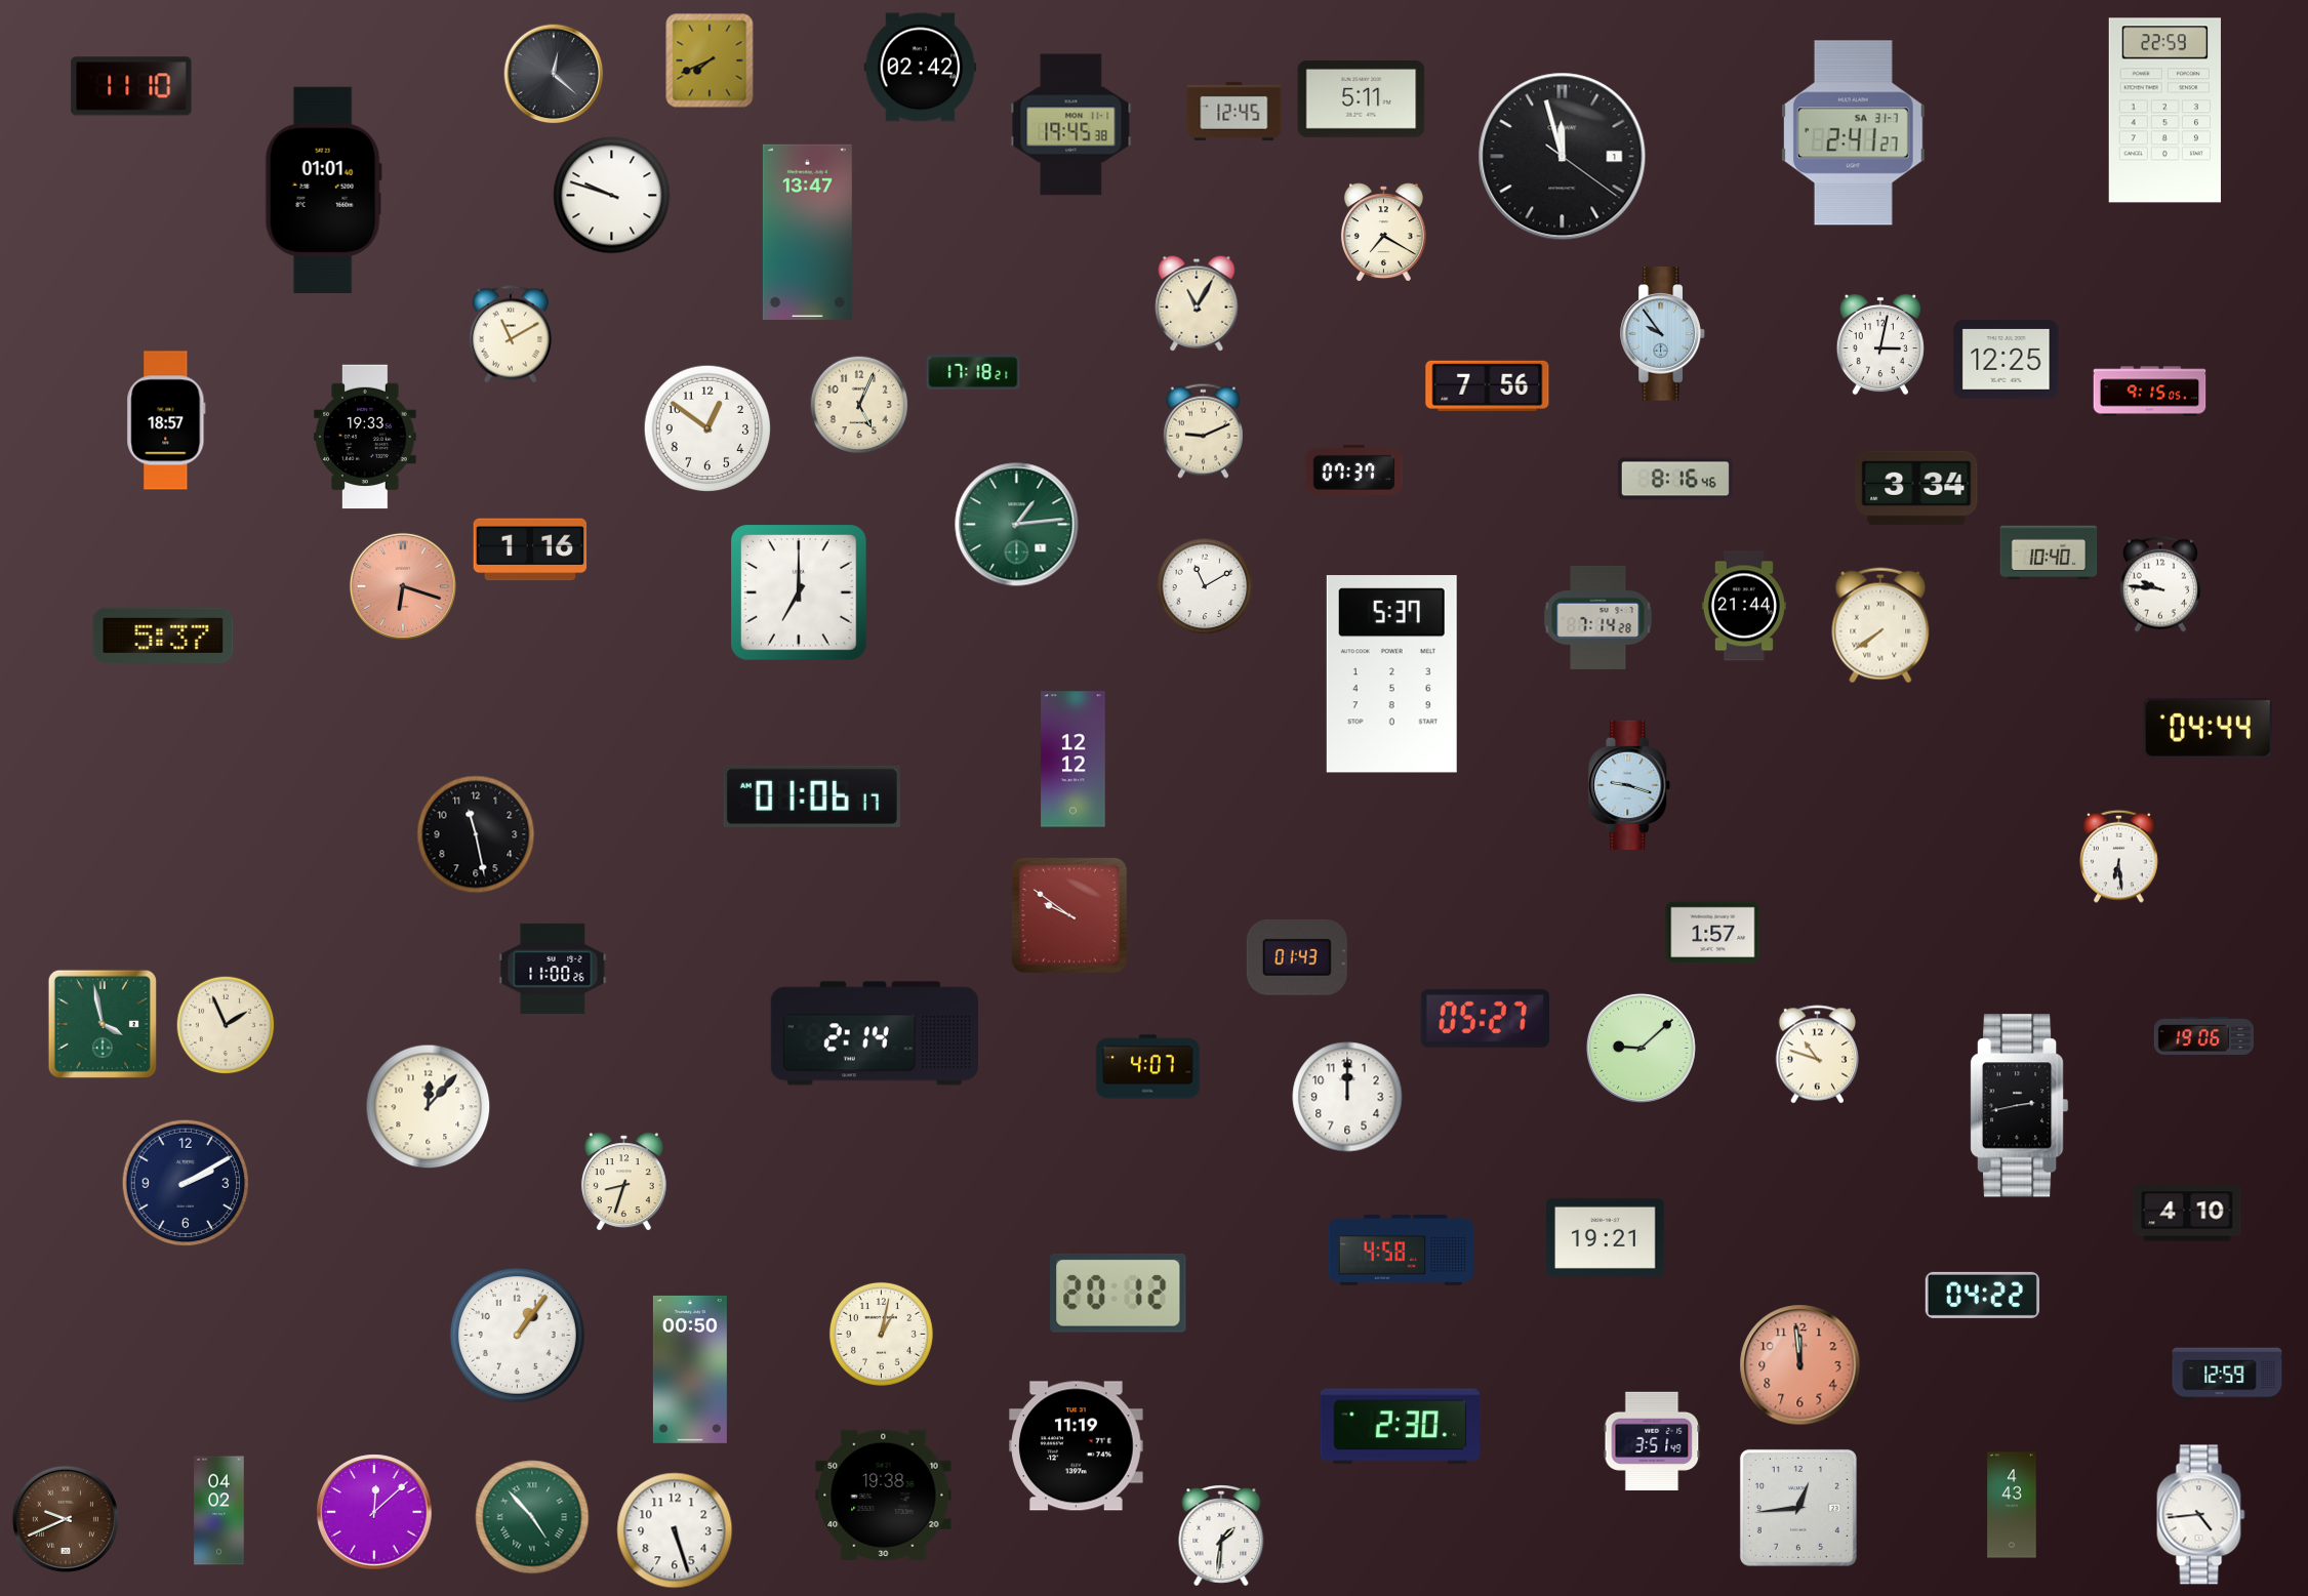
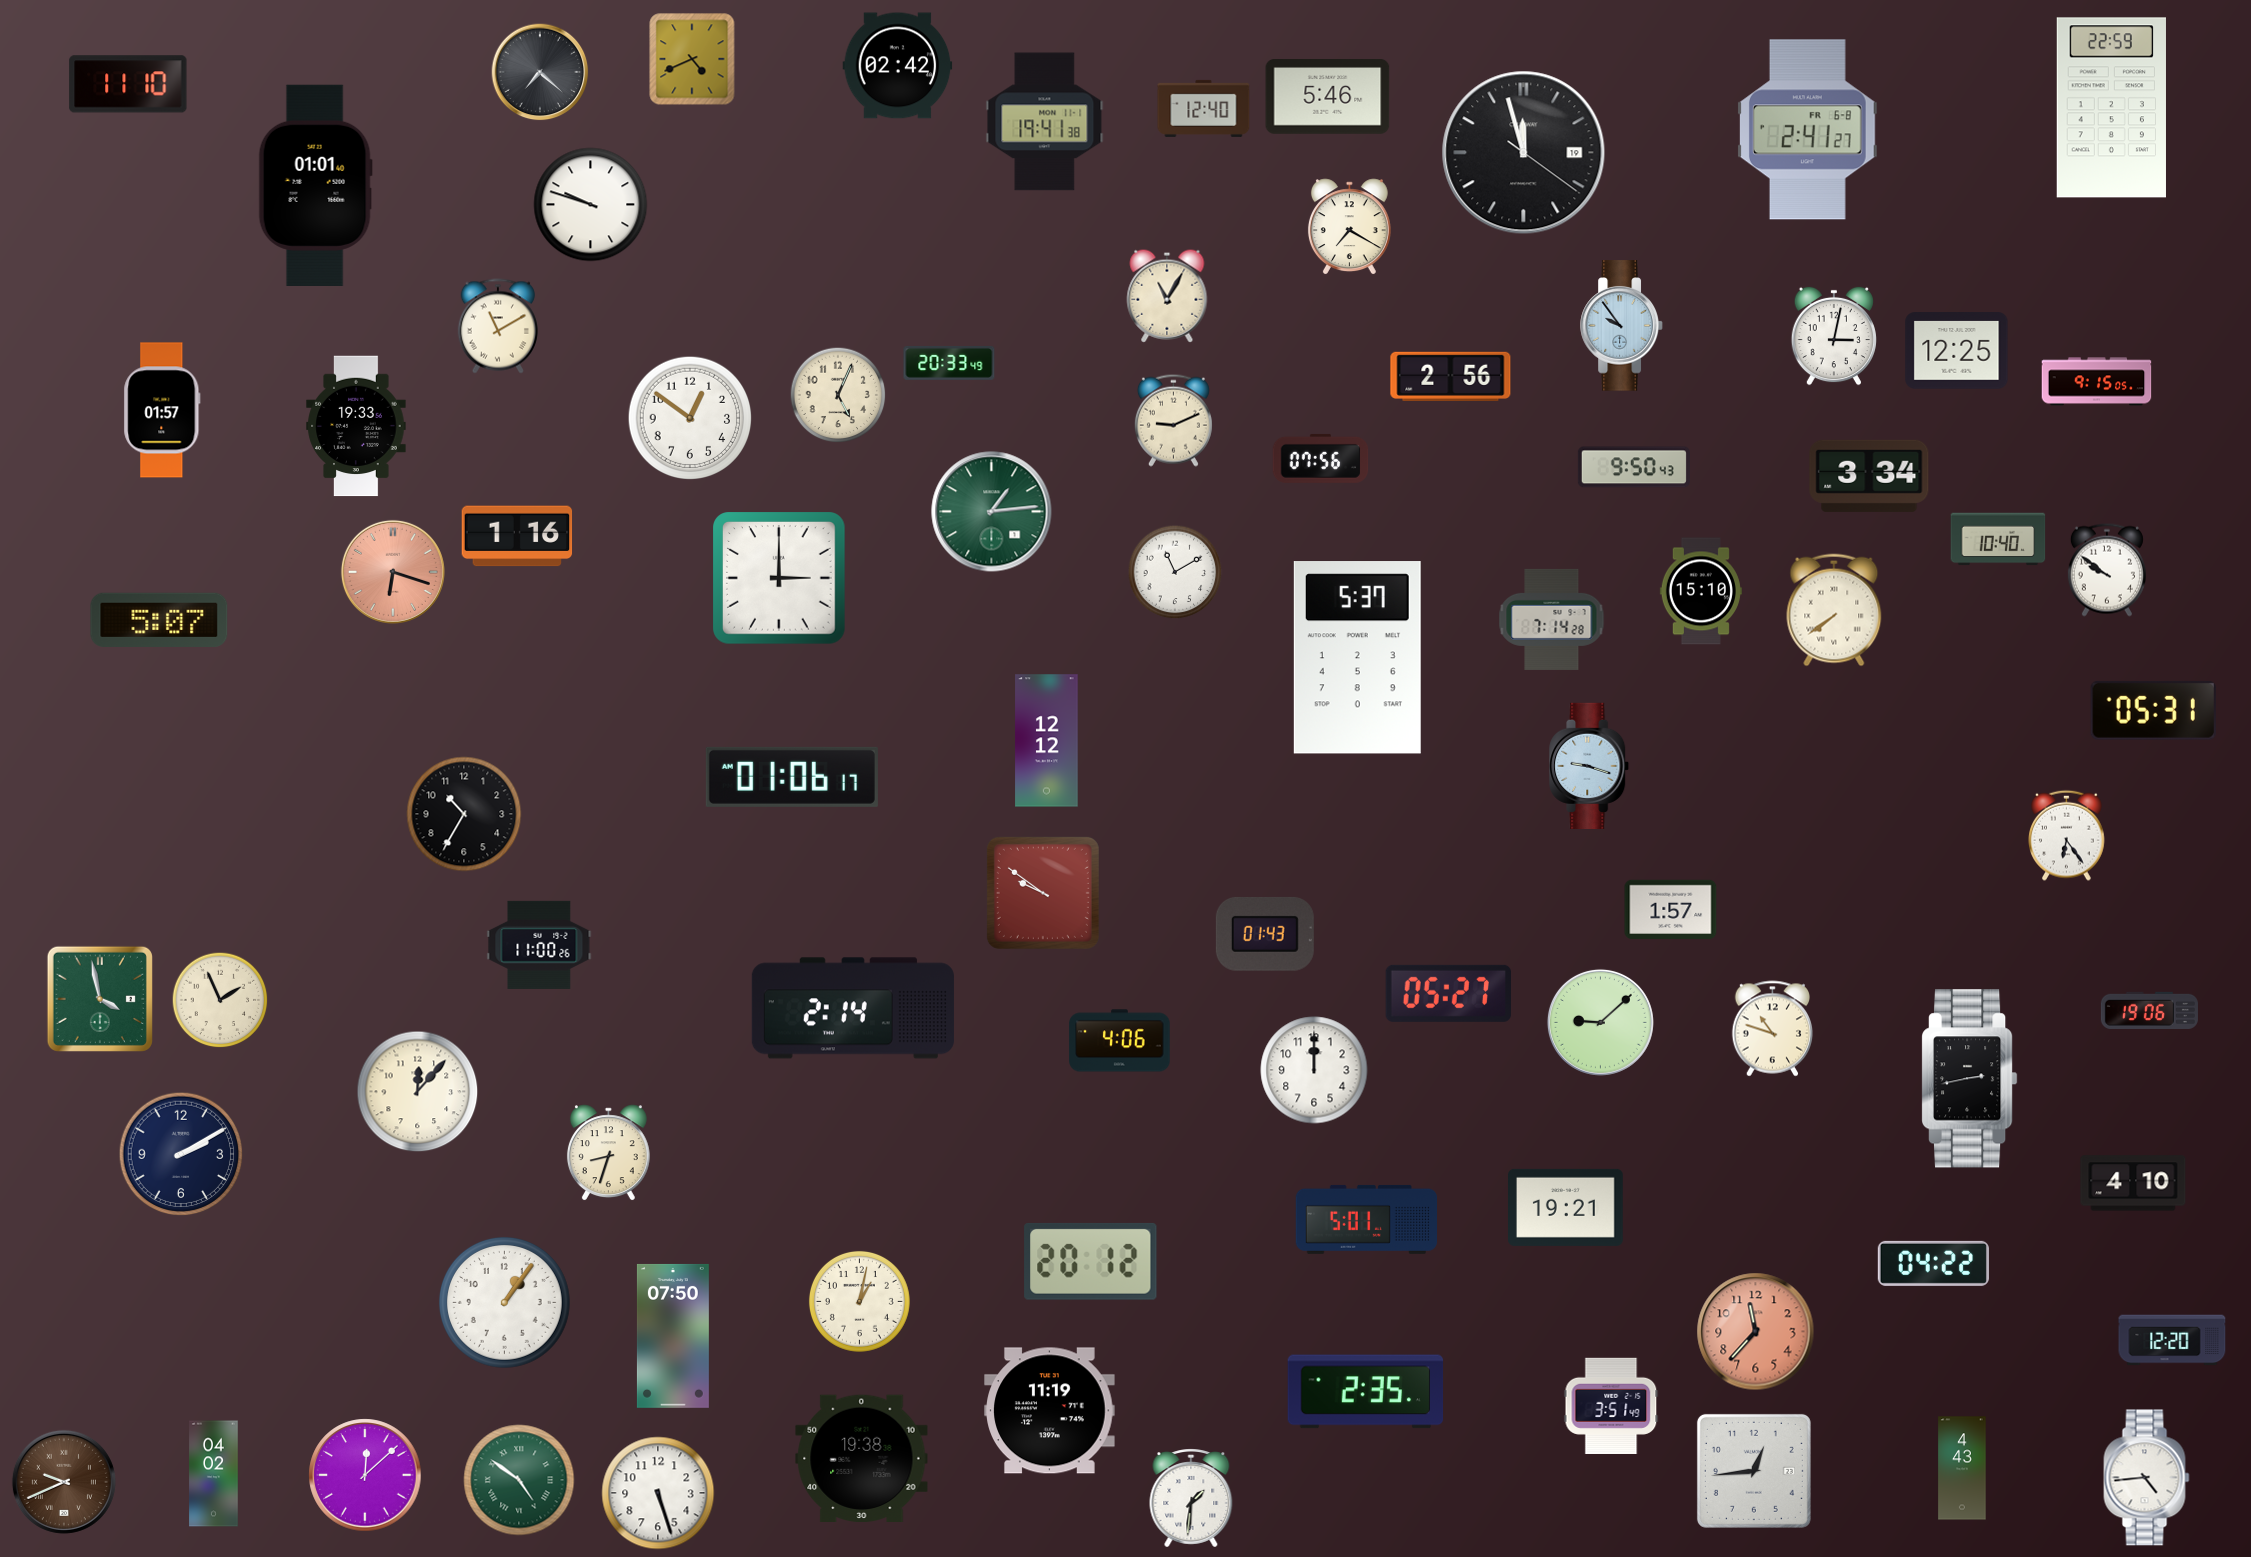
clock at (710, 60): 7:41 -> 4:41
clock at (554, 74): 12:22 -> 7:22
clock at (1362, 99): 5:11 -> 5:46
clock at (1234, 111): 12:45 -> 12:40
clock at (1071, 125): 19:45 -> 19:41
clock at (1853, 133) date: SA 31-7 -> FR 6-8
clock at (1563, 157) date: 1 -> 19
clock at (612, 196) position: (612, 196) -> (591, 205)
clock at (807, 232): 13:47 -> none
clock at (973, 372): 17:18 -> 20:33
clock at (1488, 385): 7:56 -> 2:56
clock at (166, 420): 18:57 -> 01:57
clock at (1354, 469): 07:37 -> 07:56
clock at (1675, 479): 8:16 -> 9:50
clock at (2160, 584): 9:46 -> 9:51
clock at (800, 594): 7:00 -> 3:00
clock at (1744, 606): 21:44 -> 15:10
clock at (1598, 617) position: (1598, 617) -> (1552, 619)
clock at (163, 636): 5:37 -> 5:07
clock at (2208, 728): 04:44 -> 05:31
clock at (476, 834): 11:28 -> 10:35
clock at (2119, 856): 6:29 -> 6:24
clock at (1148, 1067): 4:07 -> 4:06
clock at (429, 1107) position: (429, 1107) -> (418, 1092)
clock at (1401, 1250): 4:58 -> 5:01
clock at (1800, 1365): 11:59 -> 11:37
clock at (690, 1369): 00:50 -> 07:50
clock at (2227, 1374): 12:59 -> 12:20
clock at (1401, 1427): 2:30 -> 2:35
clock at (532, 1517): 4:53 -> 4:51
